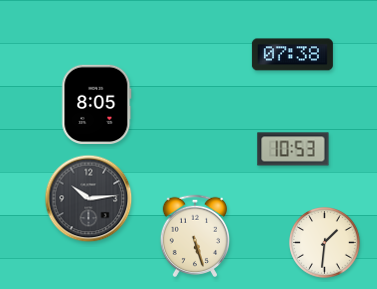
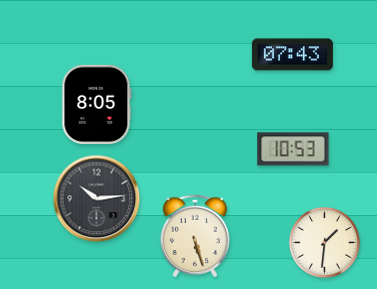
clock at (292, 55): 07:38 -> 07:43
clock at (89, 199) position: (89, 199) -> (97, 199)
